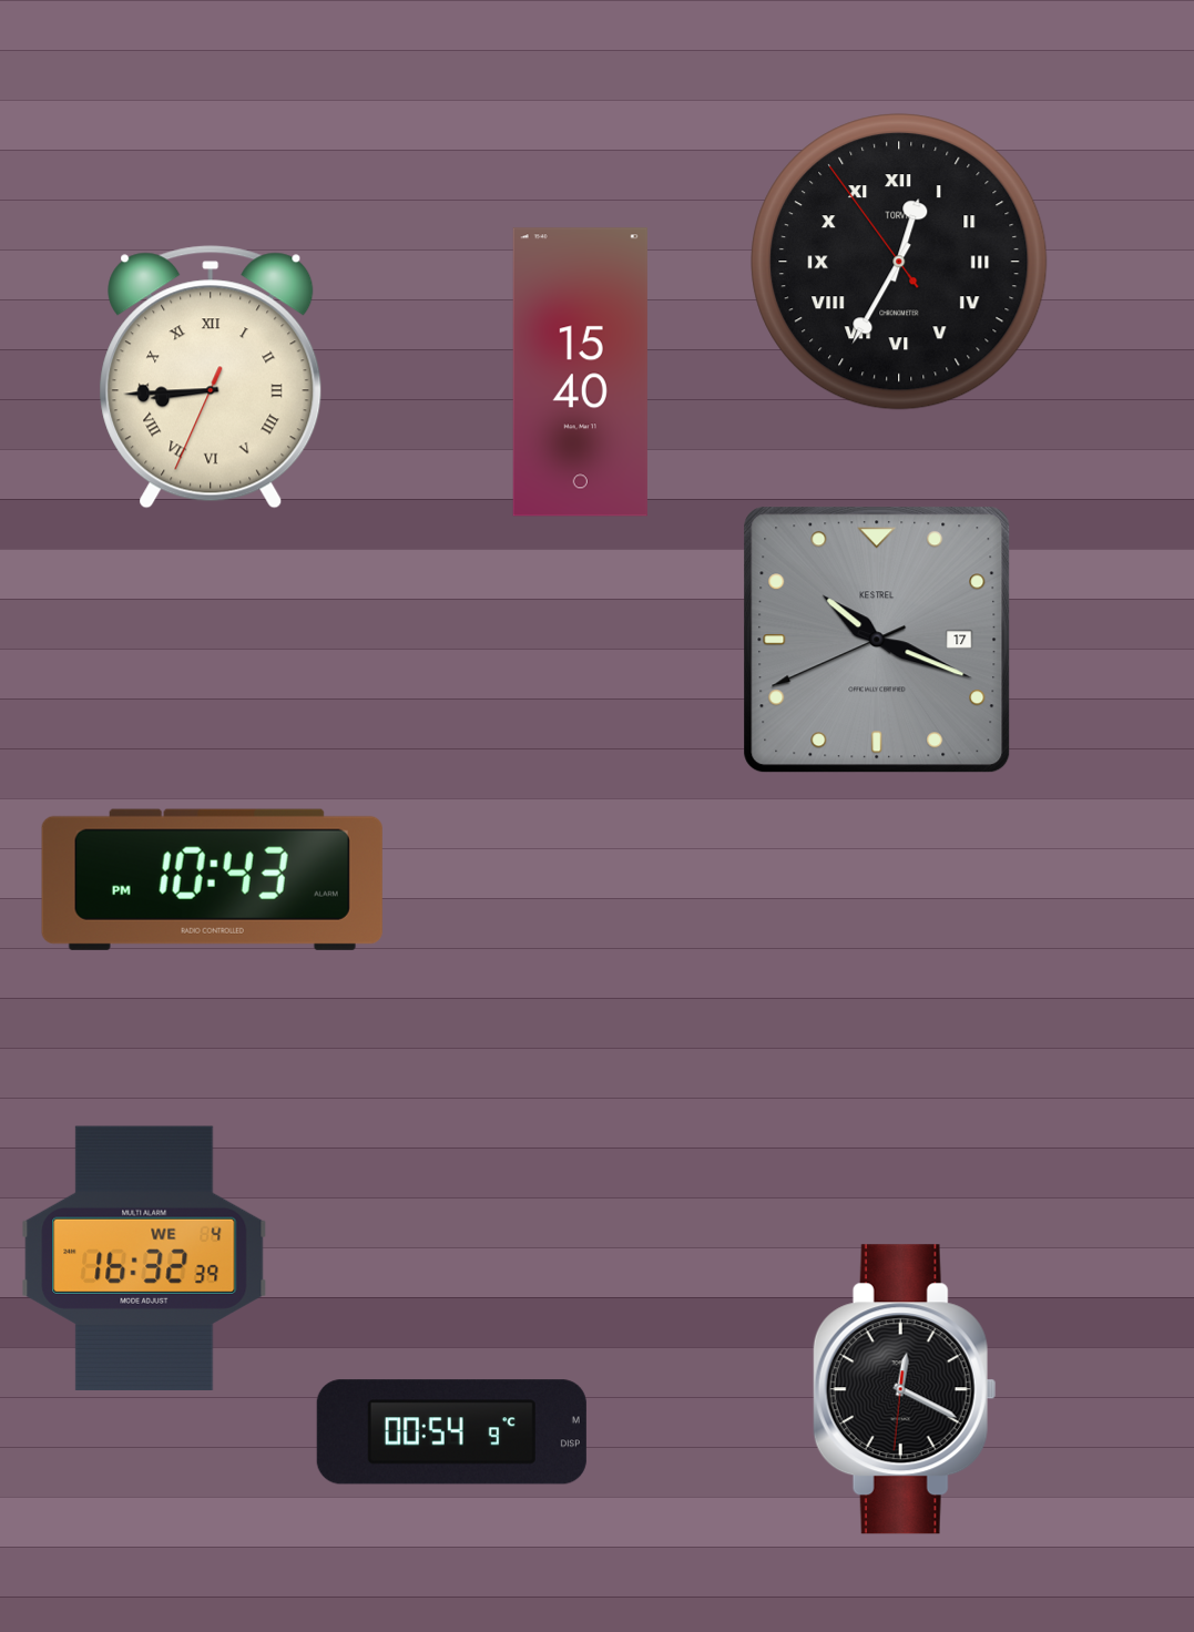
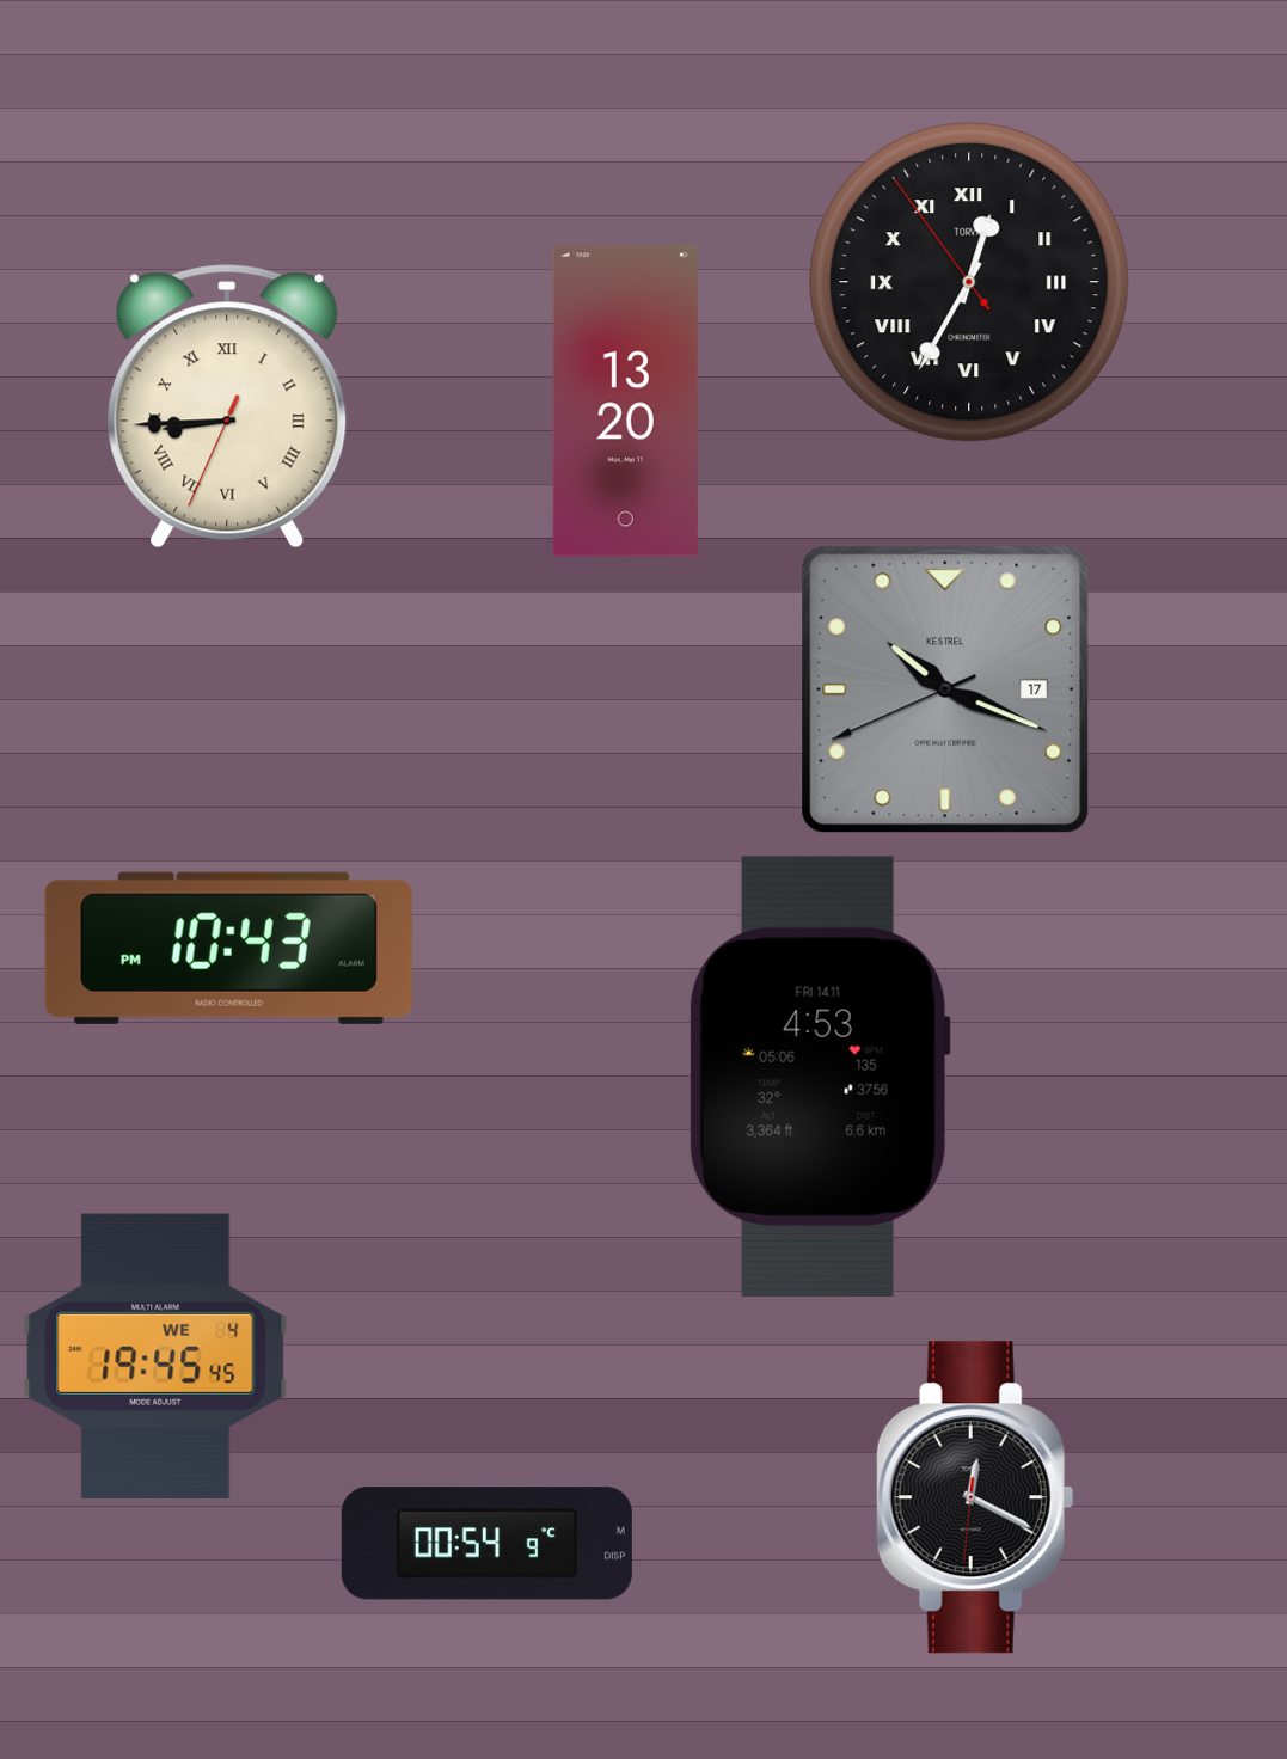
clock at (580, 373): 15:40 -> 13:20
clock at (820, 1077): none -> 4:53
clock at (144, 1258): 16:32 -> 19:45
